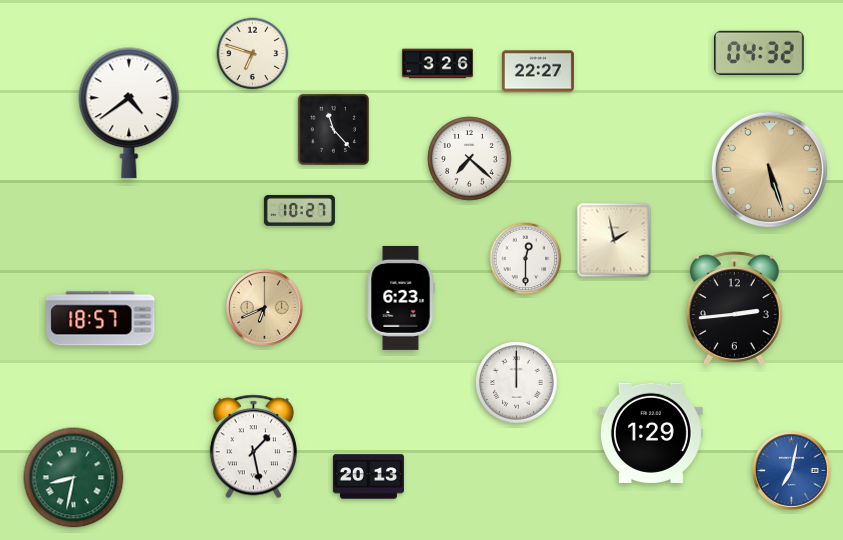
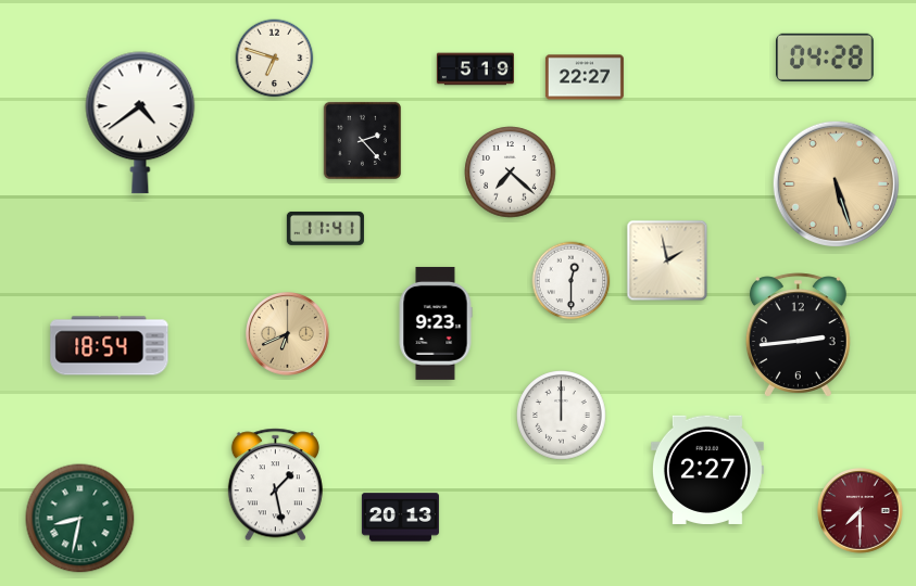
clock at (759, 53): 04:32 -> 04:28
clock at (437, 64): 3:26 -> 5:19
clock at (333, 129): 11:23 -> 2:23
clock at (299, 210): 10:27 -> 11:41
clock at (401, 298): 6:23 -> 9:23
clock at (101, 319): 18:57 -> 18:54
clock at (651, 433): 1:29 -> 2:27
clock at (792, 471): 7:02 -> 7:30
clock at (792, 471) dial: blue -> burgundy
